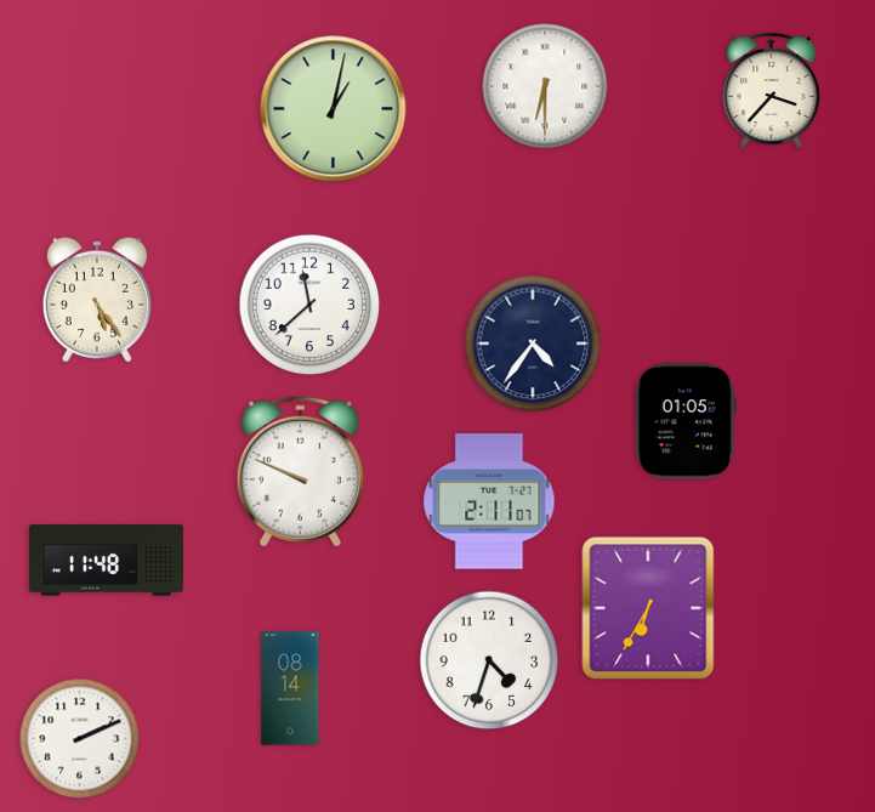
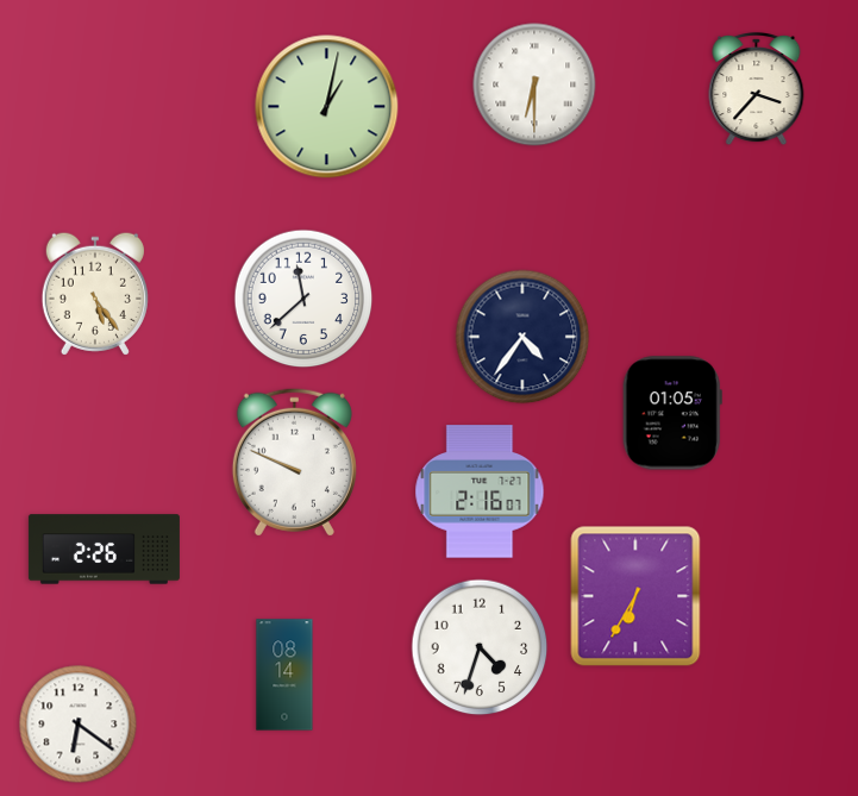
clock at (489, 501): 2:11 -> 2:16
clock at (106, 561): 11:48 -> 2:26
clock at (80, 739): 2:11 -> 6:21
